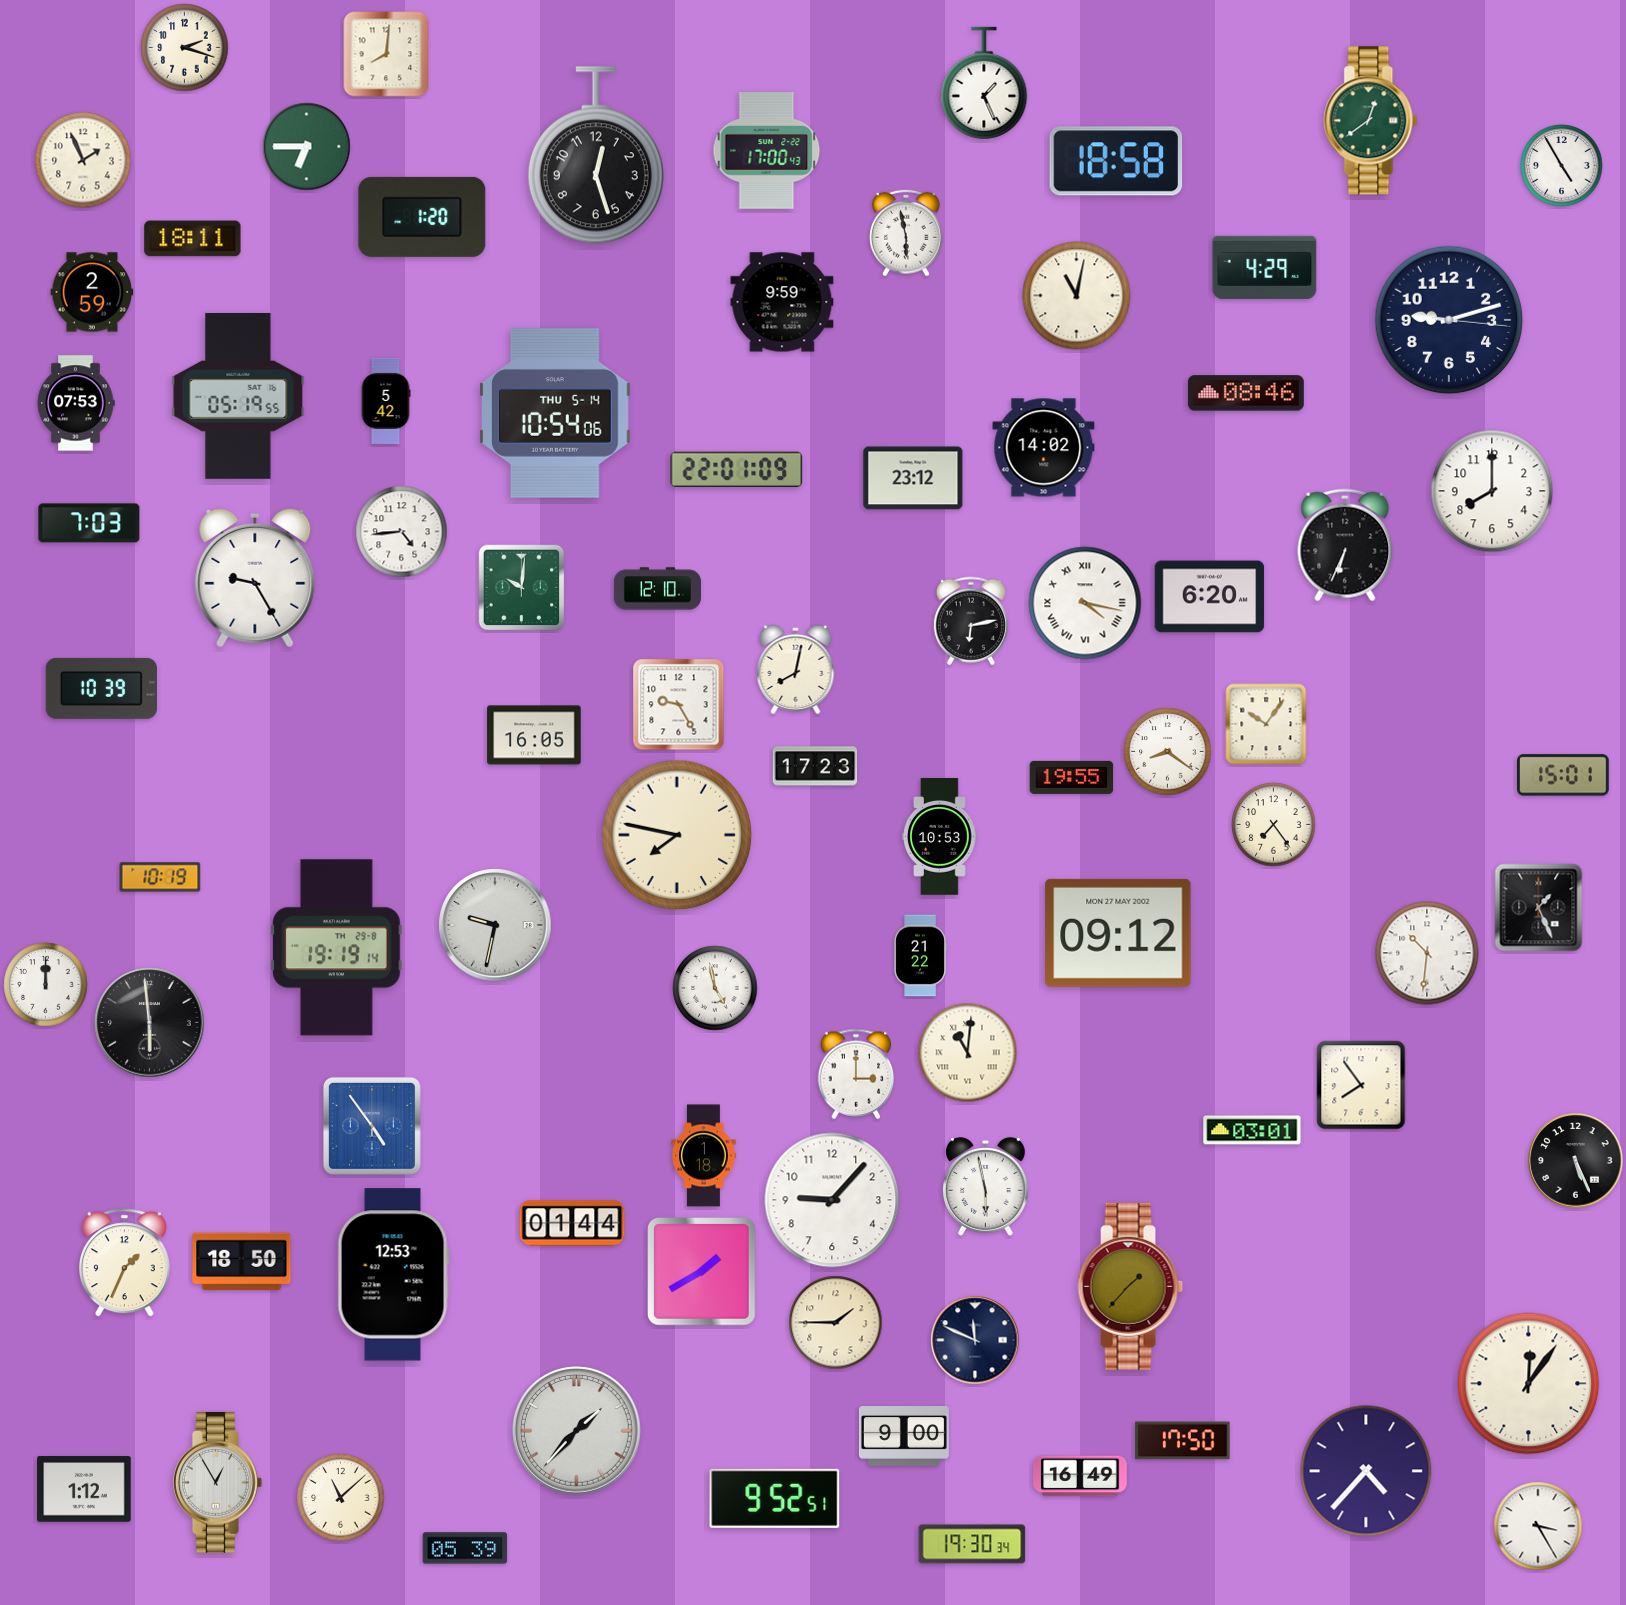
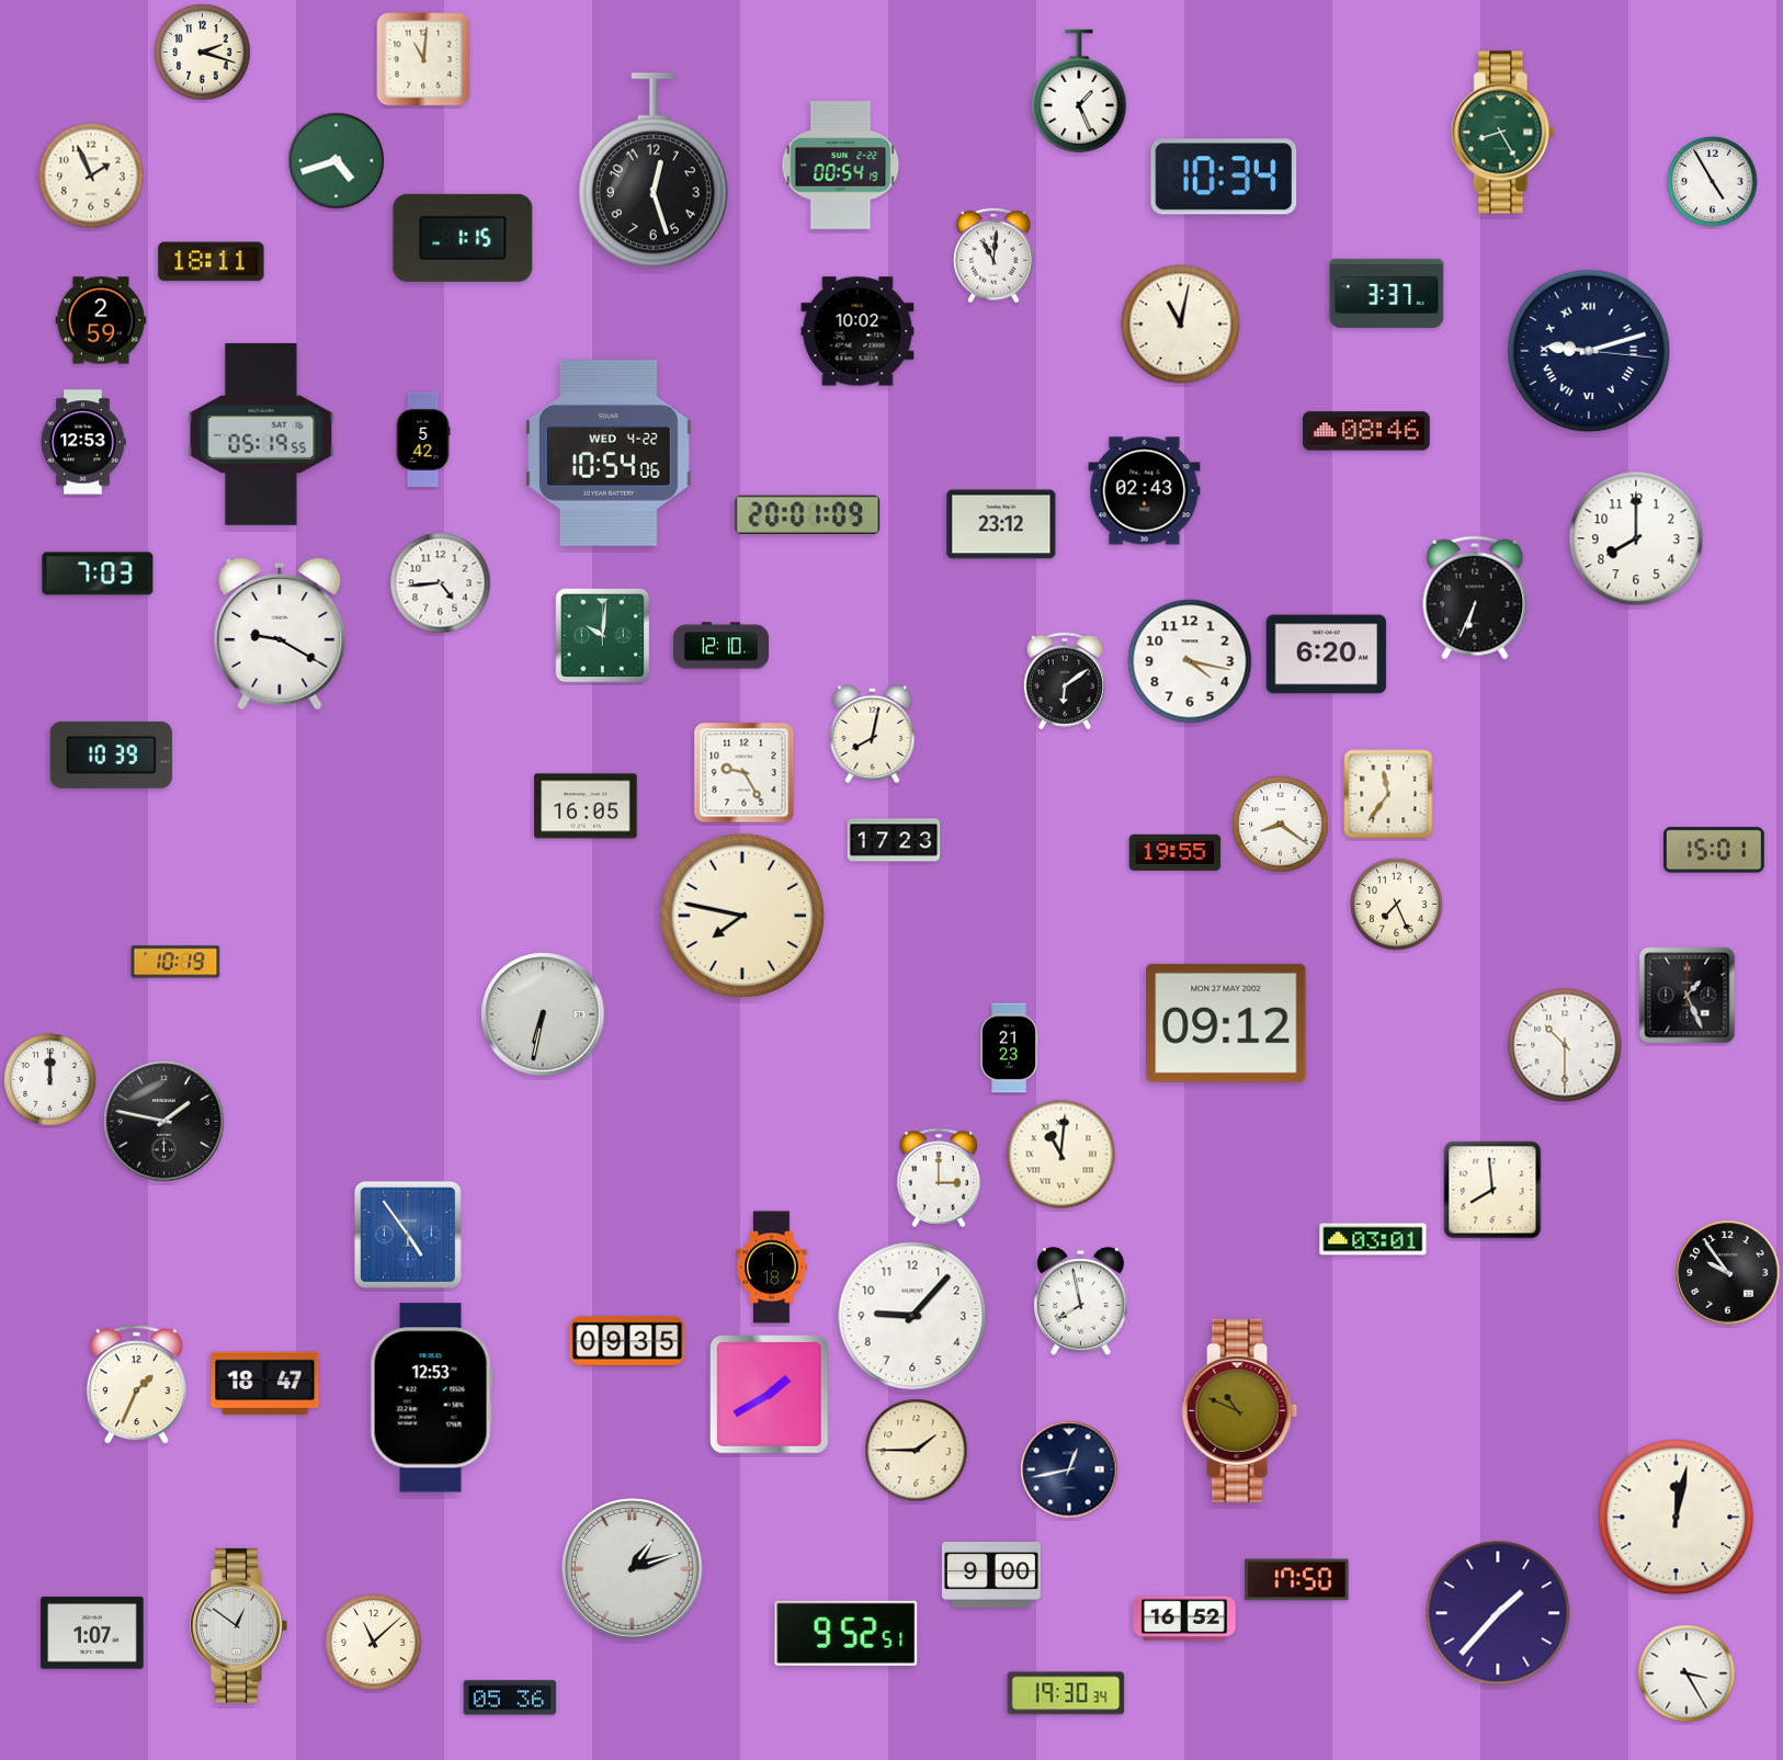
clock at (386, 54): 8:01 -> 11:01
clock at (1371, 121): 12:39 -> 8:25
clock at (307, 147): 6:45 -> 4:42
clock at (767, 151): 17:00 -> 00:54
clock at (1116, 161): 18:58 -> 10:34
clock at (422, 217): 1:20 -> 1:15
clock at (906, 233): 5:58 -> 11:01
clock at (1265, 267): 4:29 -> 3:37
clock at (782, 302): 9:59 -> 10:02
clock at (1449, 320) numerals: Arabic -> Roman
clock at (76, 403): 07:53 -> 12:53
clock at (555, 413) date: THU 5-14 -> WED 4-22
clock at (1044, 448): 14:02 -> 02:43
clock at (737, 469): 22:01 -> 20:01
clock at (255, 578): 9:25 -> 9:20
clock at (522, 588) position: (522, 588) -> (603, 636)
clock at (1085, 603) numerals: Roman -> Arabic
clock at (971, 621): 6:13 -> 6:09
clock at (1266, 724): 10:06 -> 11:36
clock at (1274, 825): 7:24 -> 7:26
clock at (940, 837): 10:53 -> none
clock at (495, 925): 9:32 -> 6:32
clock at (337, 948): 19:19 -> none
clock at (1427, 953): 10:31 -> 10:30
clock at (920, 956): 21:22 -> 21:23
clock at (715, 988): 4:58 -> none
clock at (150, 1023): 5:59 -> 1:47
clock at (1361, 1085): 7:54 -> 7:59
clock at (1576, 1161): 5:26 -> 9:54
clock at (986, 1187): 5:58 -> 7:58
clock at (572, 1223): 01:44 -> 09:35
clock at (242, 1262): 18:50 -> 18:47
clock at (1131, 1286): 1:37 -> 10:49
clock at (975, 1340): 11:49 -> 12:43
clock at (1529, 1384): 12:06 -> 12:02
clock at (577, 1431): 1:37 -> 1:12
clock at (1366, 1471): 4:37 -> 1:37
clock at (1080, 1476): 16:49 -> 16:52
clock at (218, 1482): 12:55 -> 12:51
clock at (84, 1489): 1:12 -> 1:07
clock at (775, 1498) position: (775, 1498) -> (847, 1633)
clock at (465, 1548): 05:39 -> 05:36
